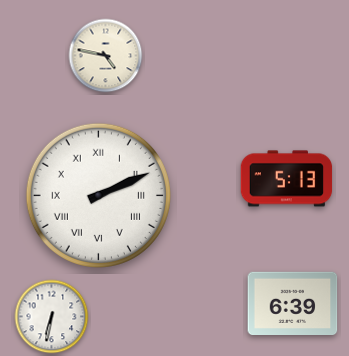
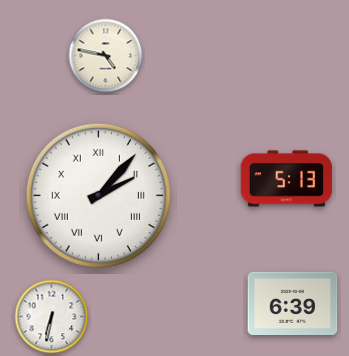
clock at (98, 195): 2:11 -> 2:07
